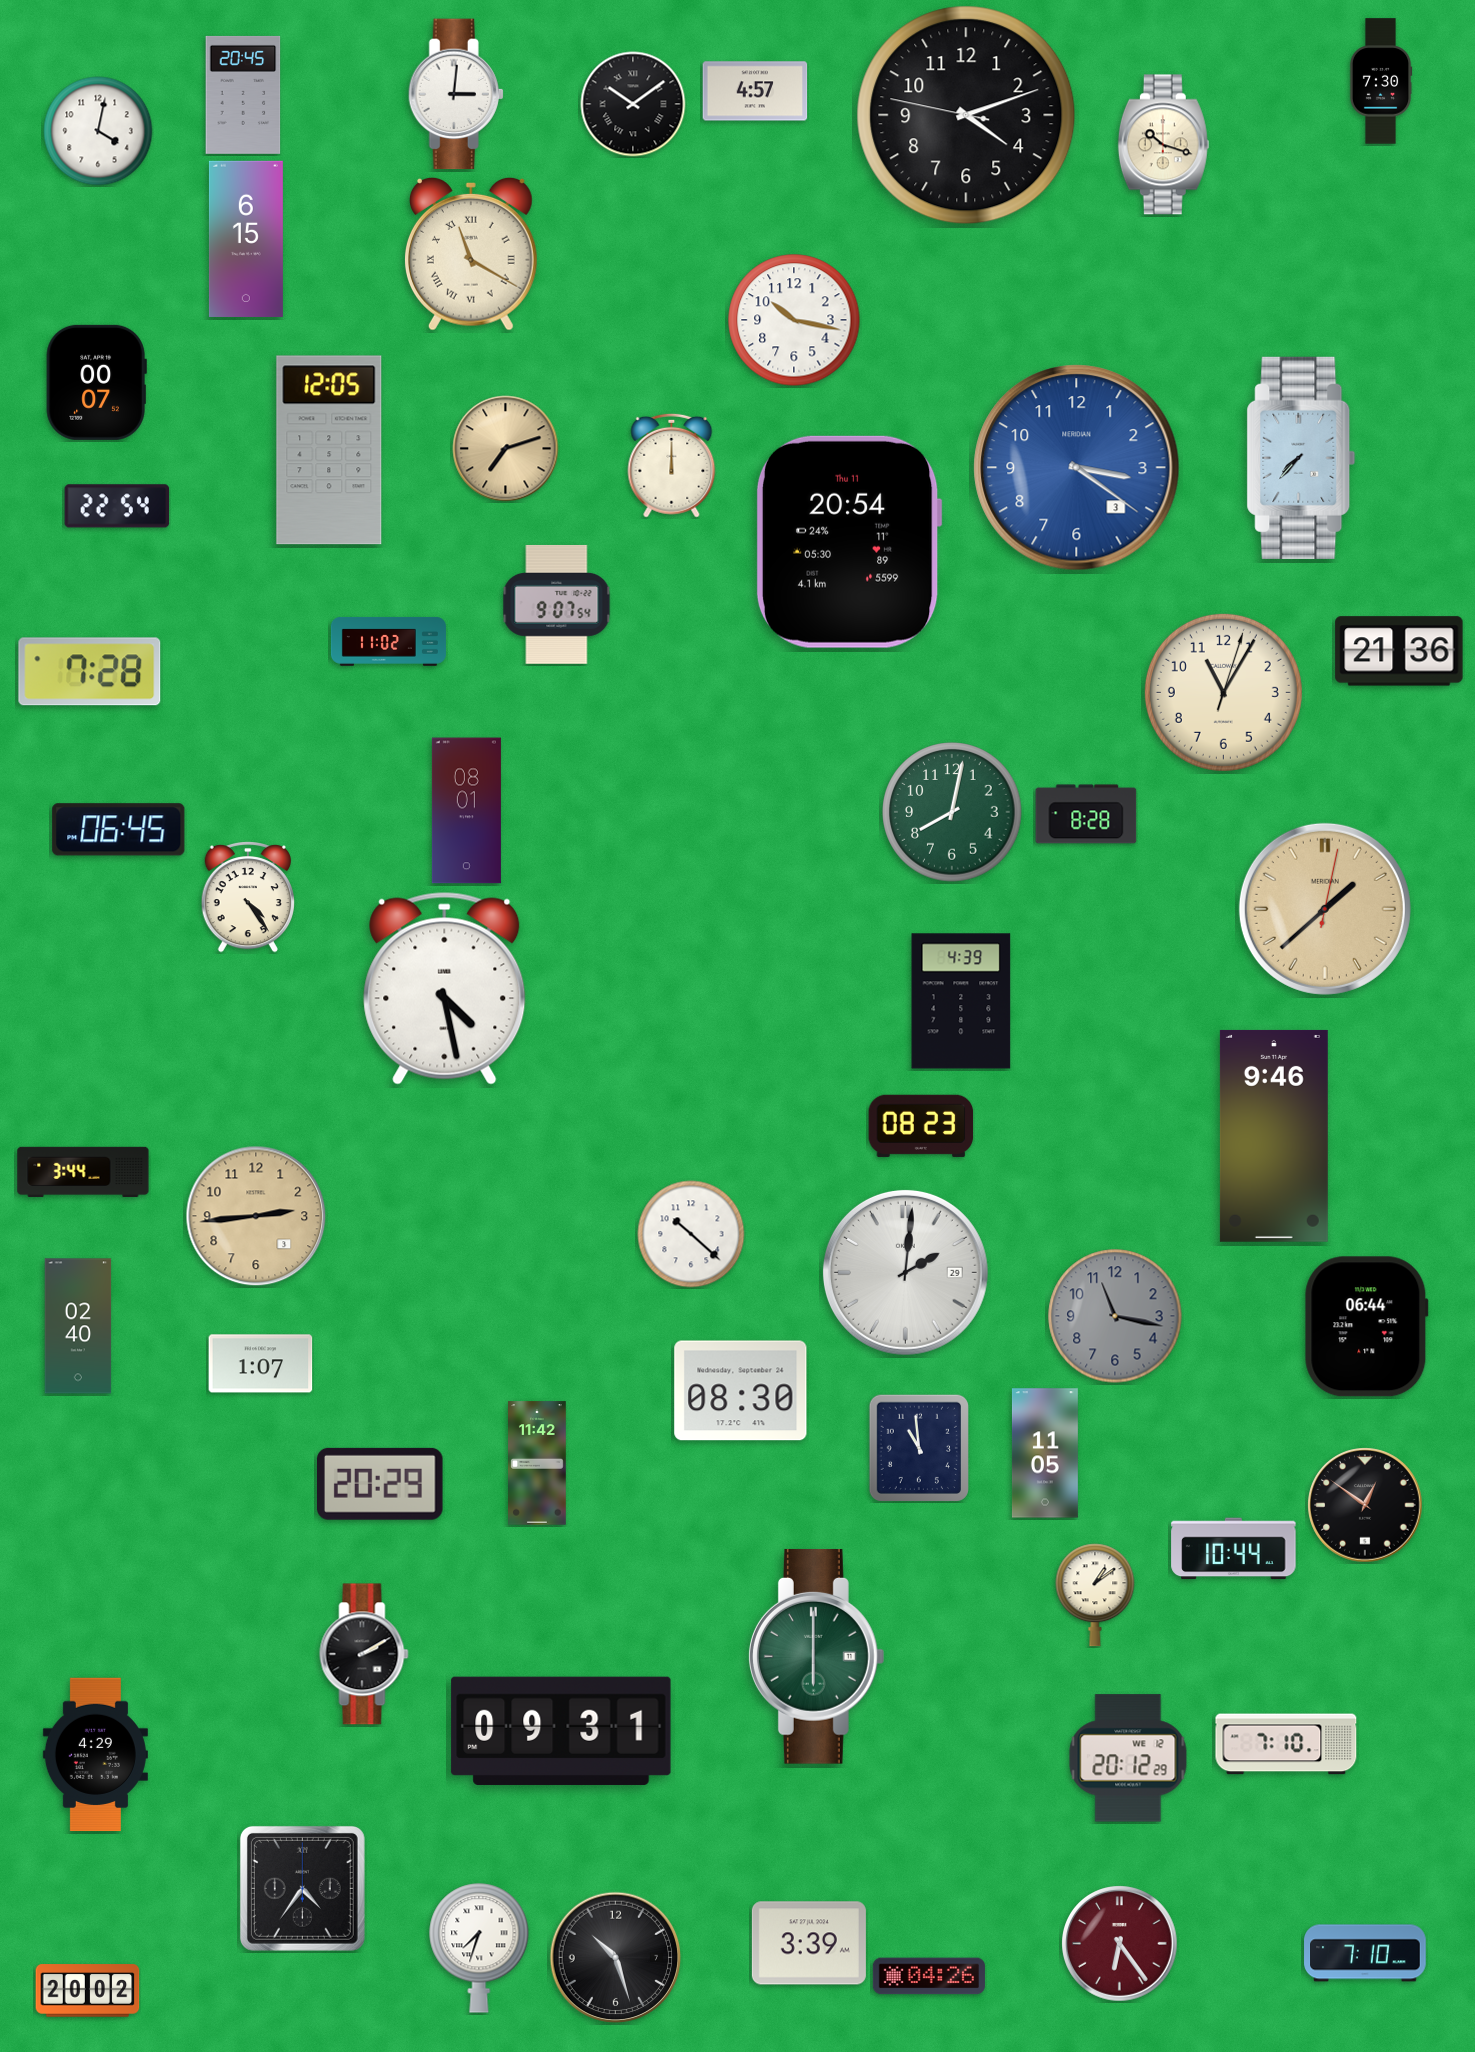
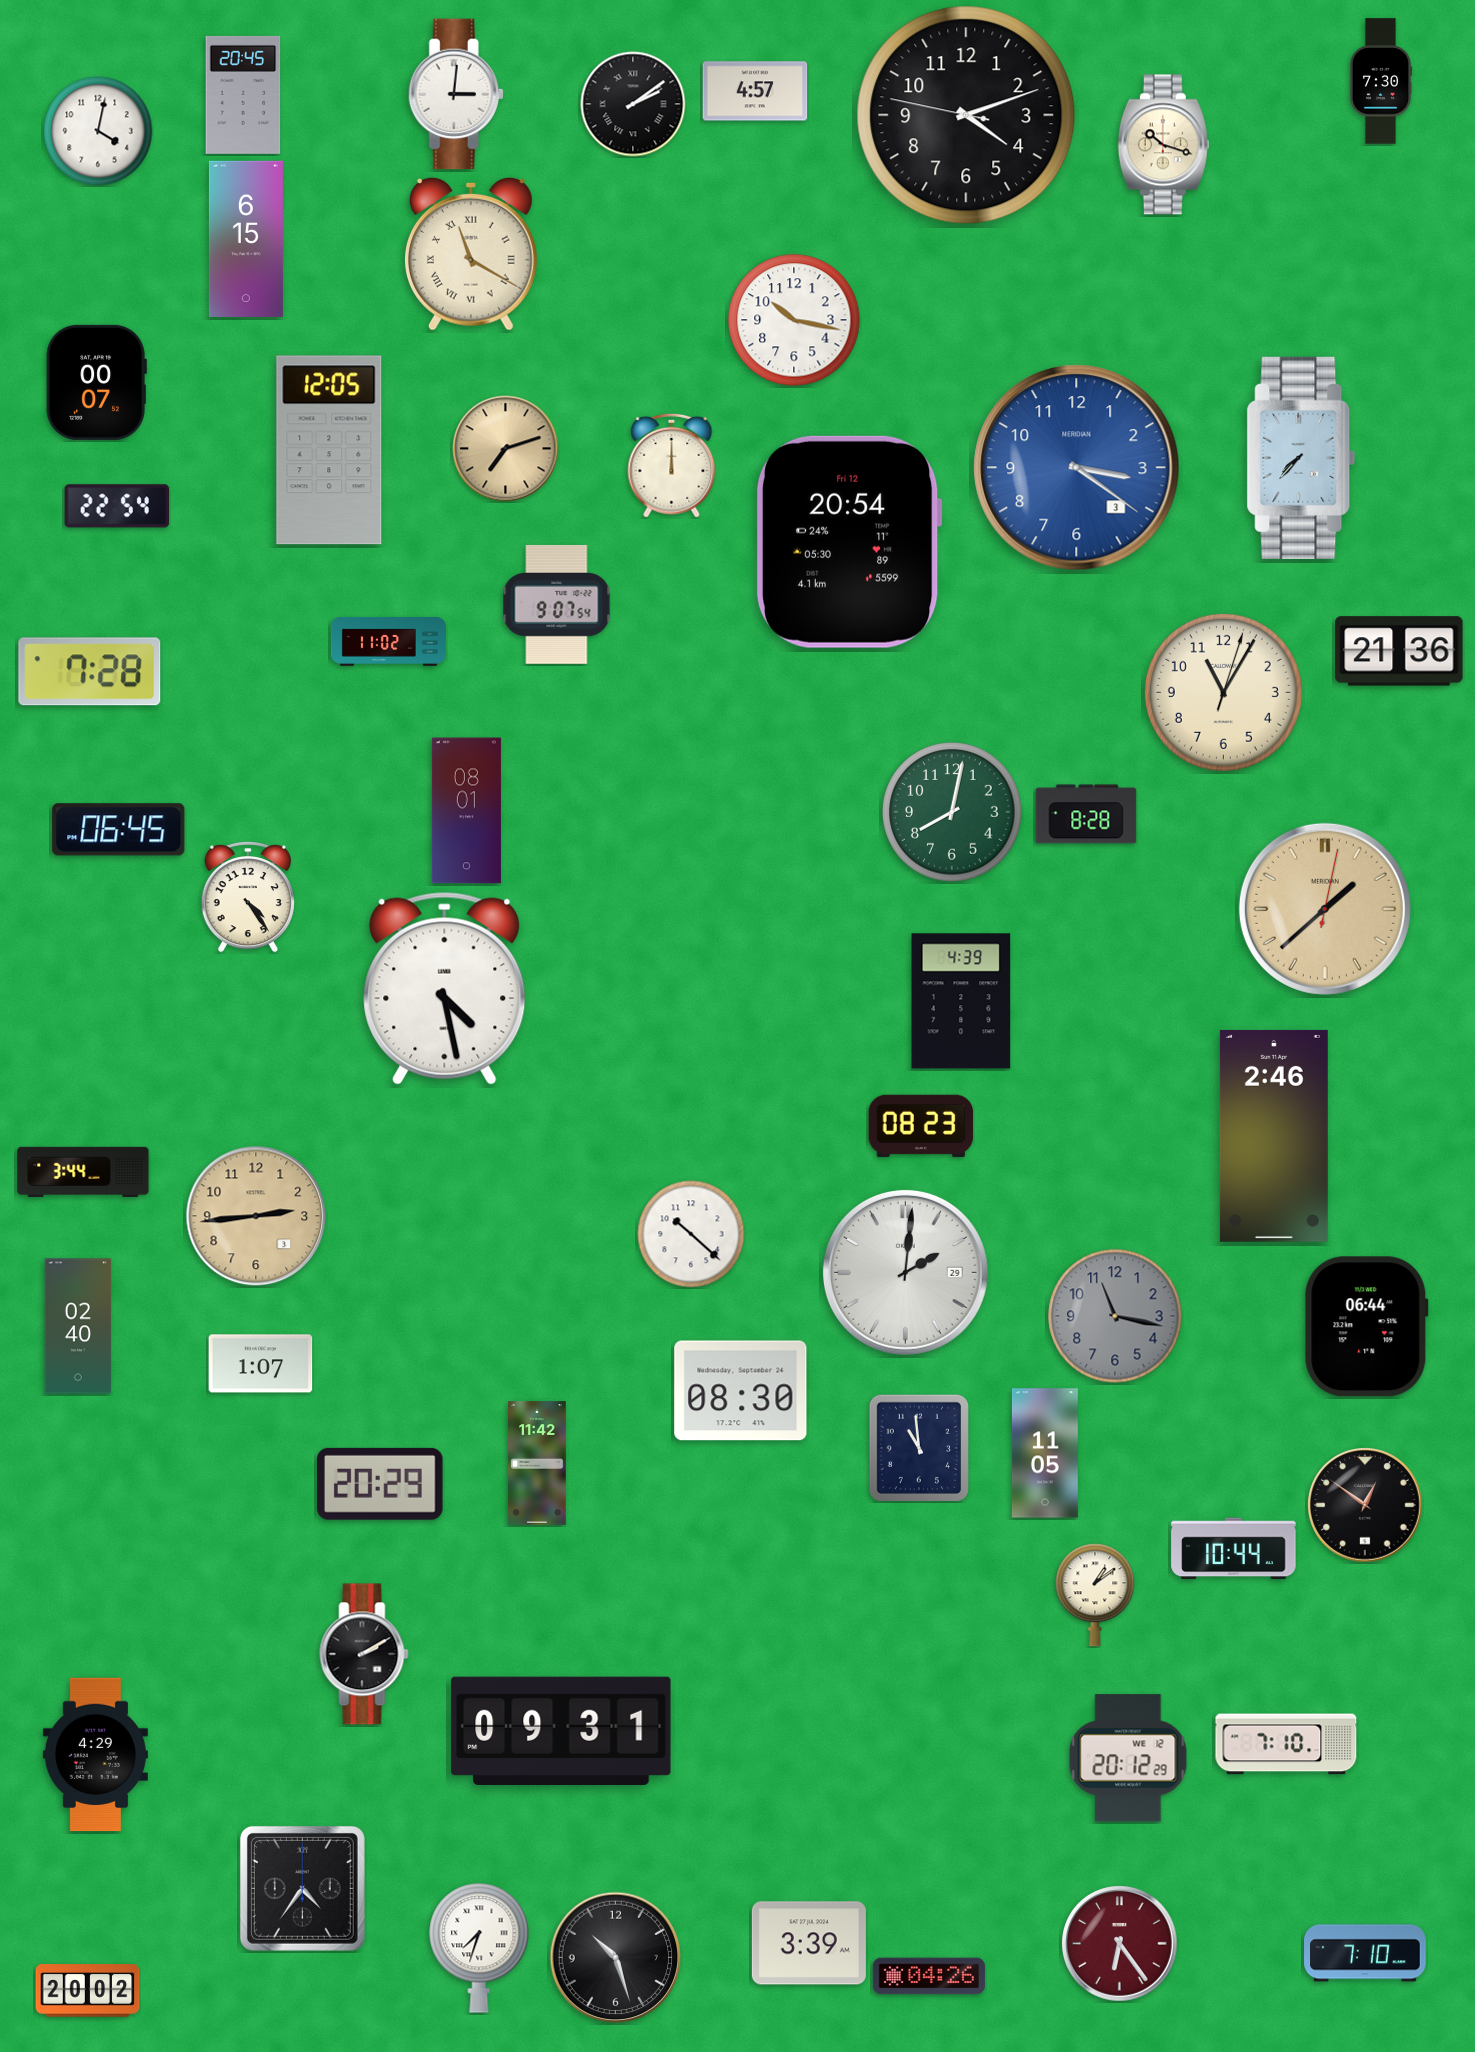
clock at (633, 104): 10:09 -> 2:09
clock at (849, 542) date: Thu 11 -> Fri 12
clock at (1274, 1136): 9:46 -> 2:46
clock at (816, 1656): 6:00 -> none
